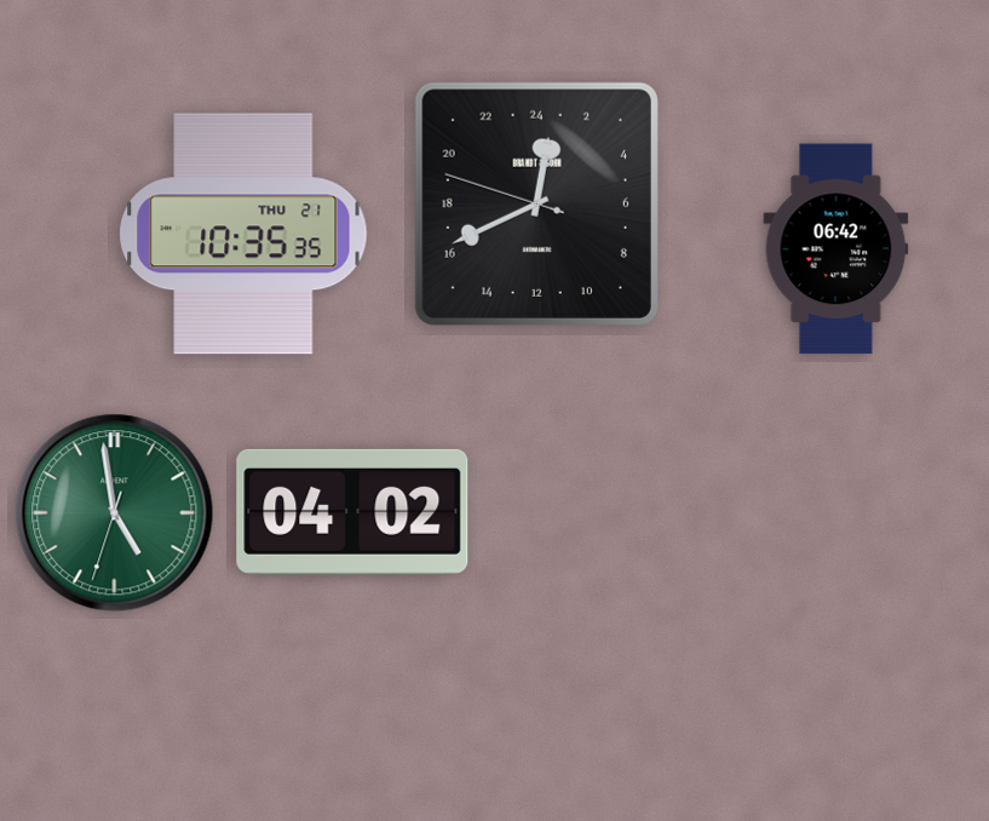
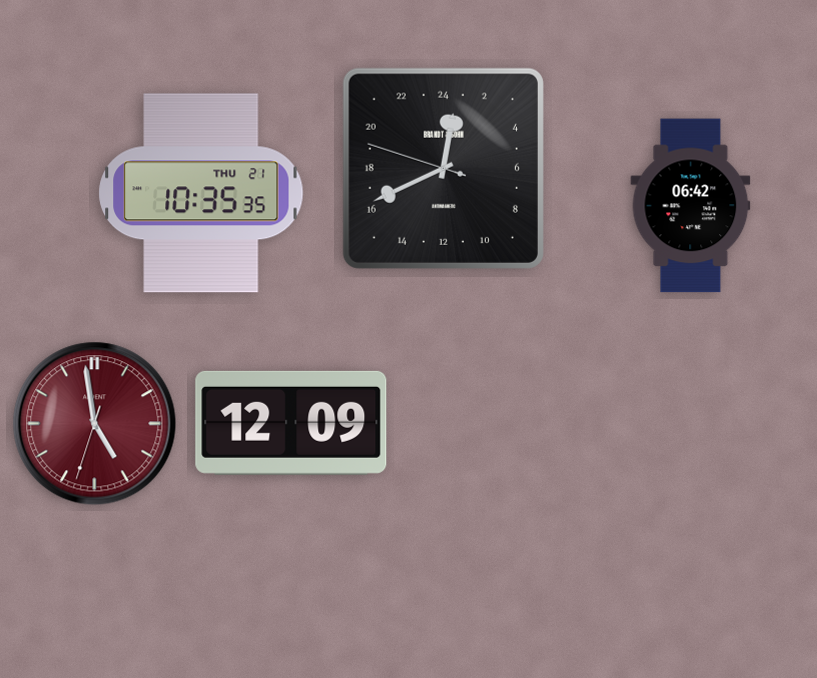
clock at (352, 512): 04:02 -> 12:09
clock at (115, 513) dial: green -> burgundy
